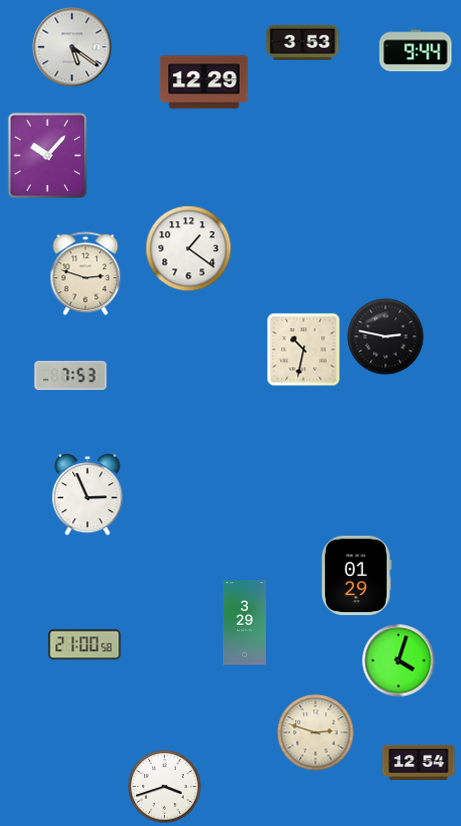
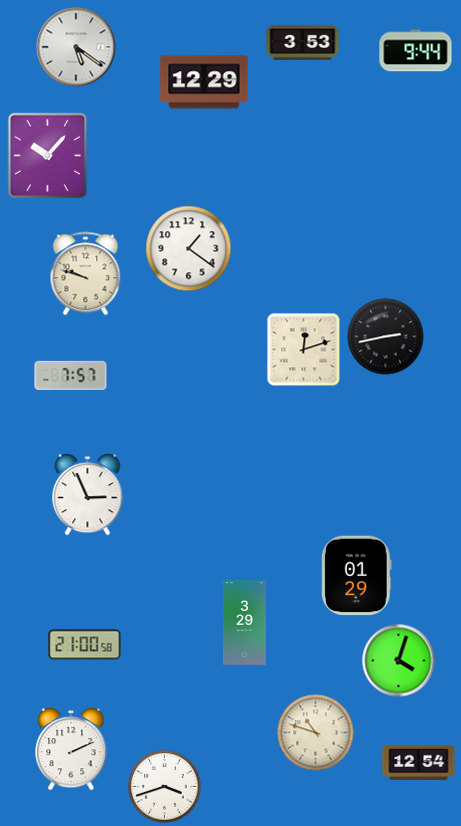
clock at (72, 47) position: (72, 47) -> (76, 47)
clock at (86, 274): 2:48 -> 9:48
clock at (386, 337): 2:47 -> 2:43
clock at (304, 350): 10:32 -> 12:12
clock at (71, 375): 7:53 -> 7:57
clock at (316, 733): 2:48 -> 10:48
clock at (71, 749): none -> 2:11
